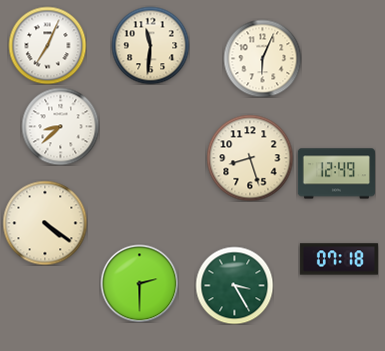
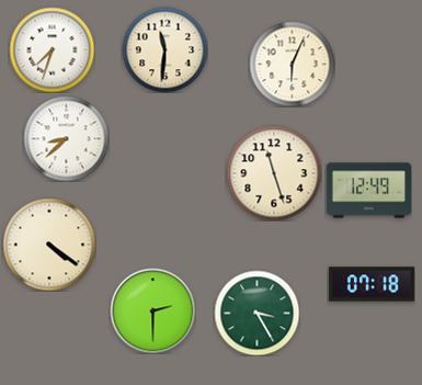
clock at (47, 45): 7:04 -> 7:33
clock at (262, 58) position: (262, 58) -> (292, 64)
clock at (250, 158): 8:27 -> 11:27
